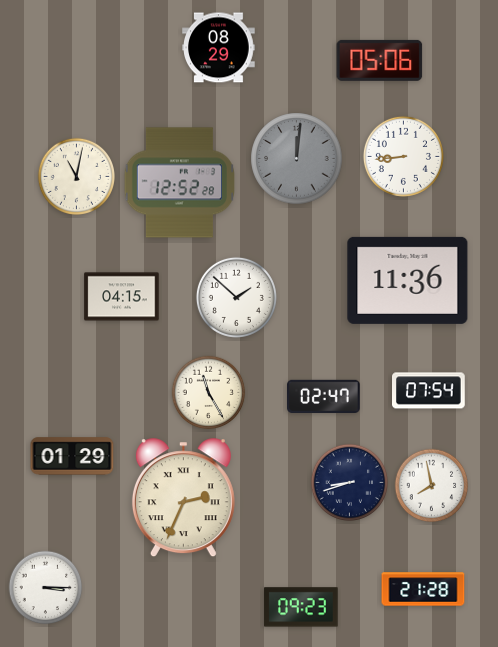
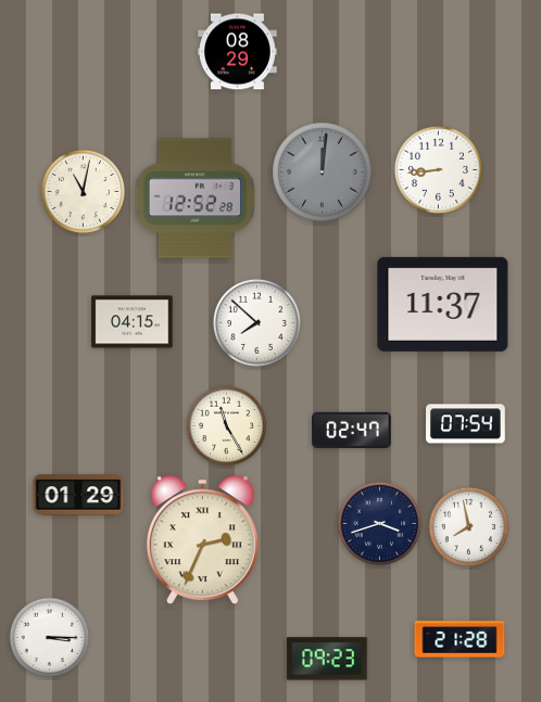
clock at (380, 60): 05:06 -> none
clock at (408, 280): 11:36 -> 11:37
clock at (236, 297): 1:52 -> 7:52
clock at (349, 482): 8:42 -> 3:42
clock at (183, 498) position: (183, 498) -> (202, 540)
